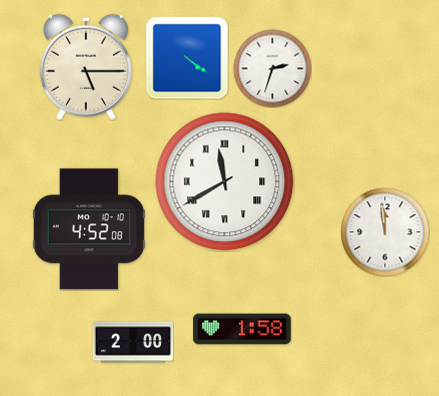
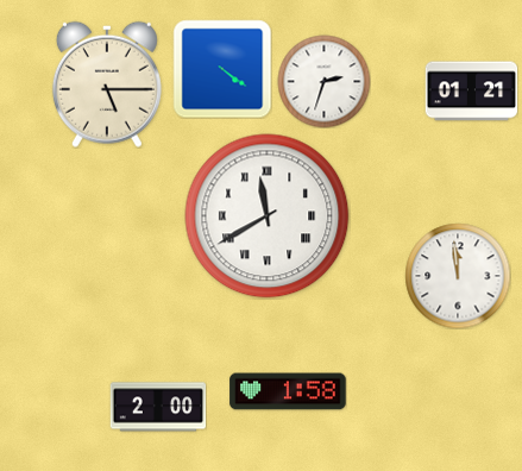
clock at (86, 67) position: (86, 67) -> (107, 84)
clock at (471, 92): none -> 01:21
clock at (89, 229): 4:52 -> none
